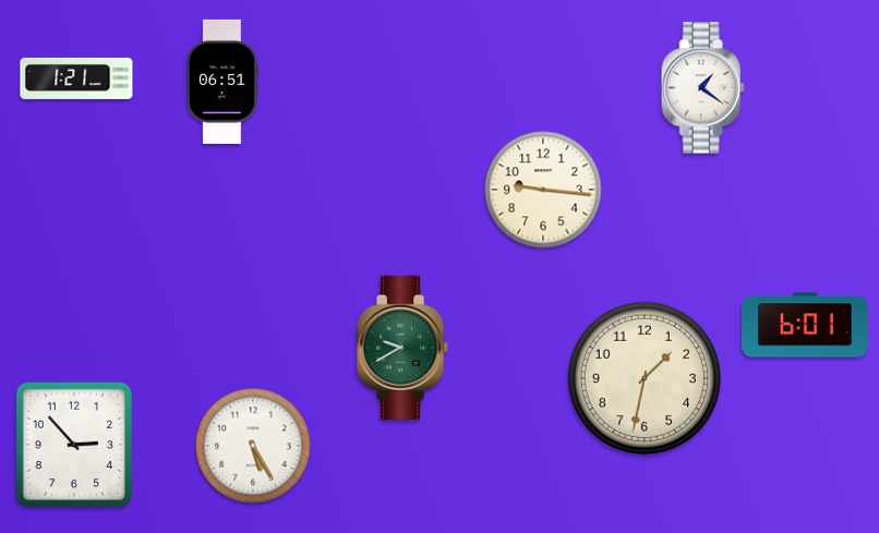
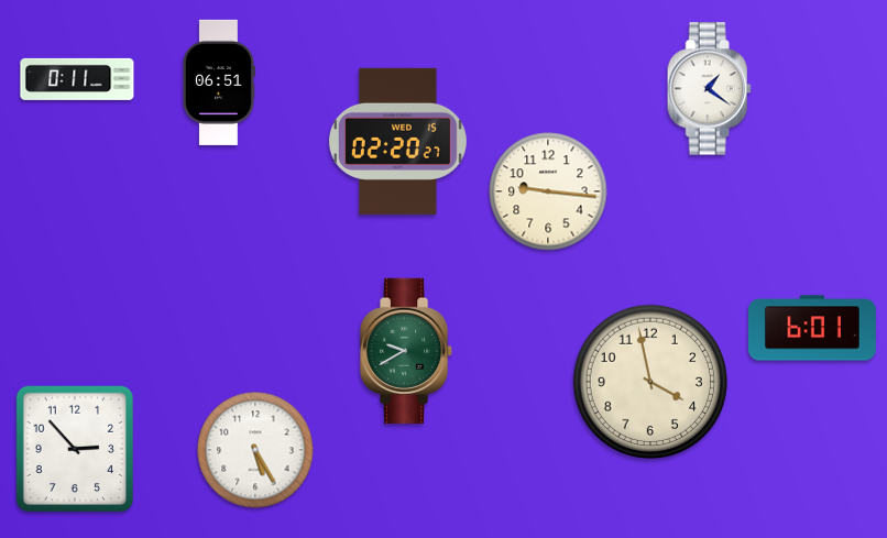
clock at (76, 78): 1:21 -> 0:11
clock at (222, 82) position: (222, 82) -> (219, 83)
clock at (397, 141): none -> 02:20
clock at (645, 378): 1:32 -> 3:58
